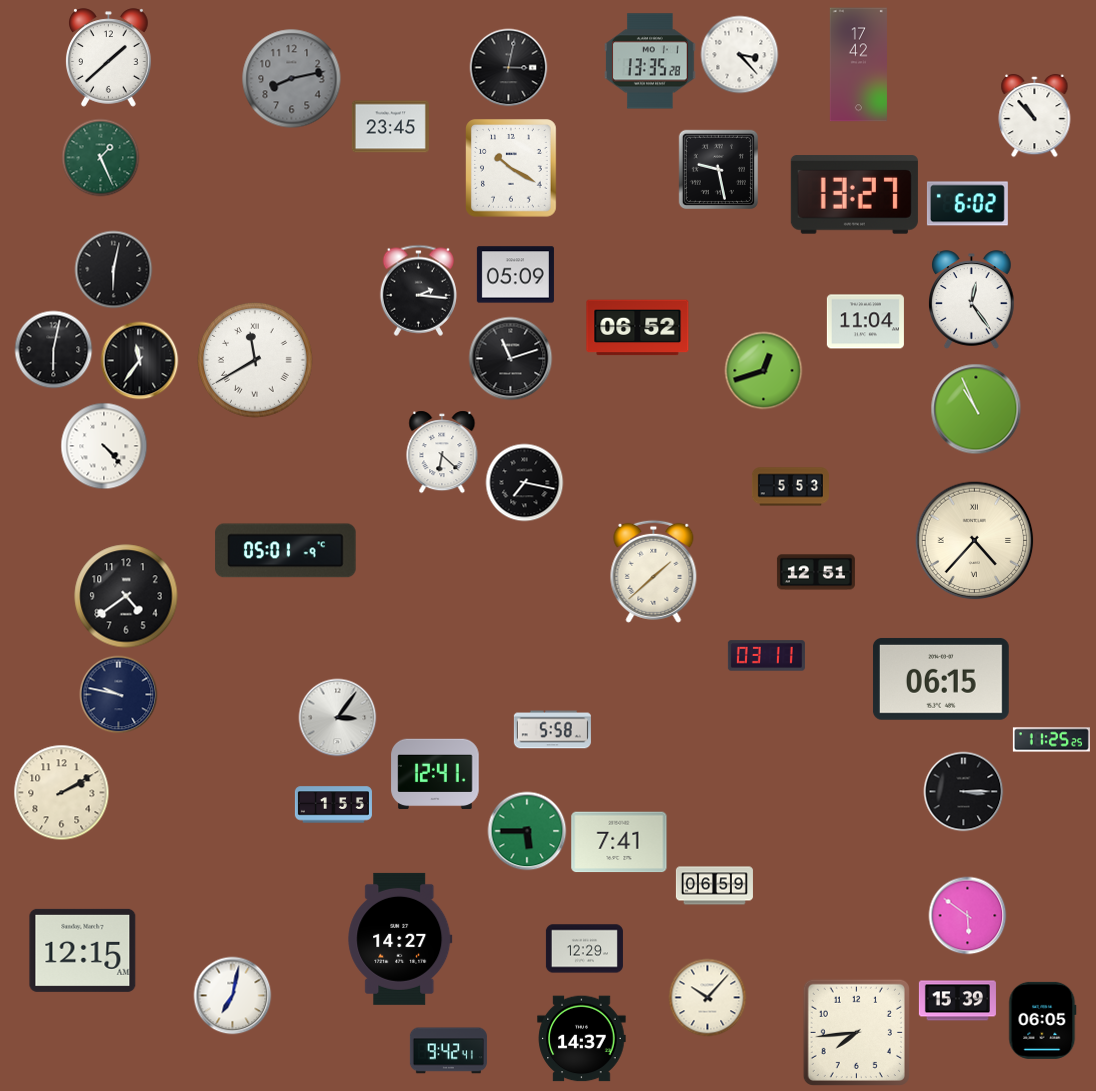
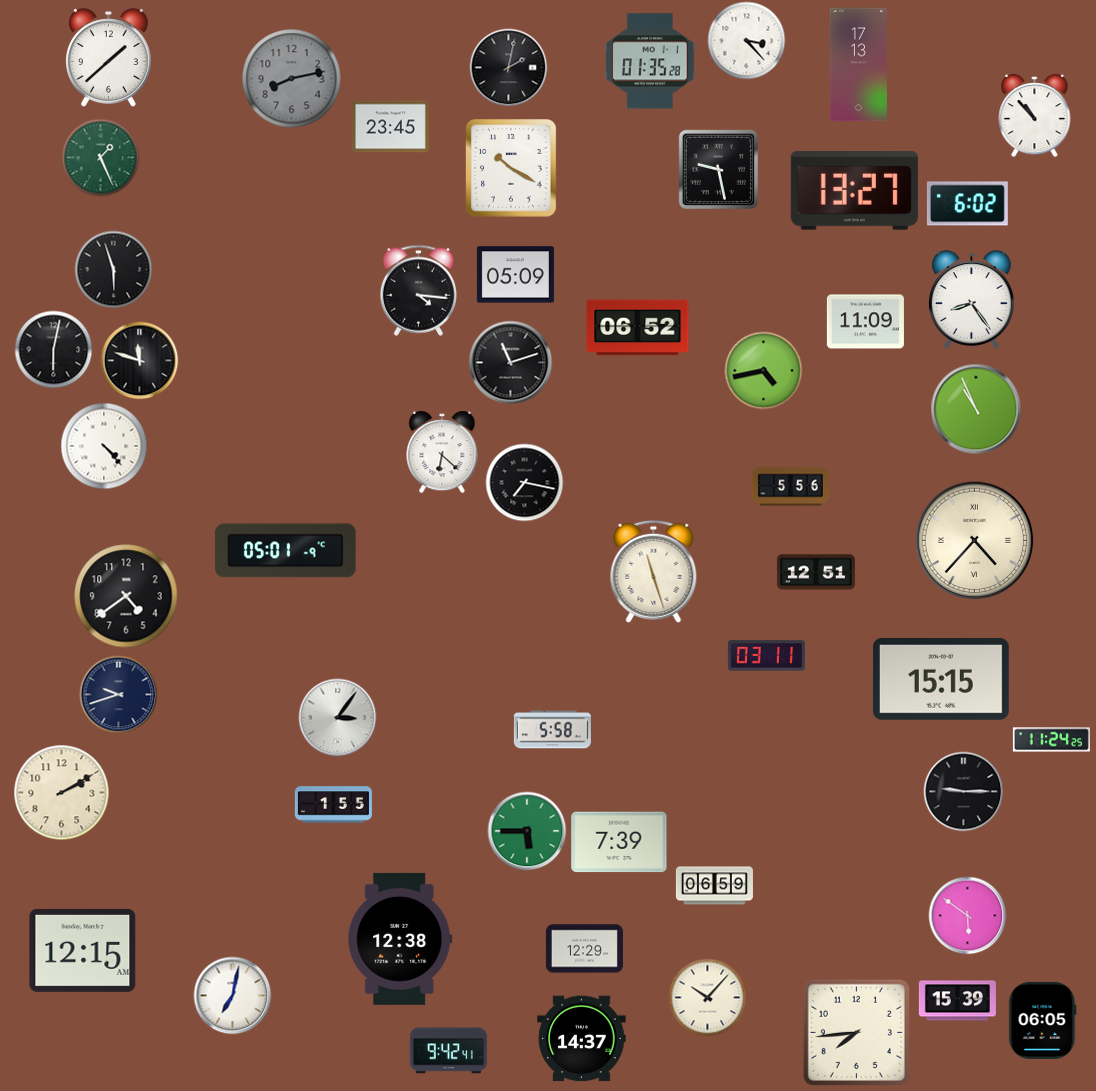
clock at (739, 54) position: (739, 54) -> (746, 40)
clock at (651, 61): 13:35 -> 01:35
clock at (858, 65): 17:42 -> 17:13
clock at (508, 67): 3:02 -> 2:02
clock at (854, 195) position: (854, 195) -> (854, 191)
clock at (113, 269): 6:02 -> 5:57
clock at (418, 290): 2:16 -> 4:16
clock at (972, 300): 12:24 -> 8:24
clock at (865, 322): 11:04 -> 11:09
clock at (510, 358) position: (510, 358) -> (510, 362)
clock at (139, 360): 11:36 -> 11:48
clock at (256, 361): 11:40 -> none
clock at (763, 370): 12:42 -> 4:43
clock at (790, 487): 5:53 -> 5:56
clock at (654, 571): 1:38 -> 11:27
clock at (941, 679): 06:15 -> 15:15
clock at (118, 694): 9:47 -> 9:42
clock at (1051, 740): 11:25 -> 11:24
clock at (435, 774): 12:41 -> none
clock at (963, 791): 3:15 -> 9:15
clock at (619, 842): 7:41 -> 7:39
clock at (400, 939): 14:27 -> 12:38
